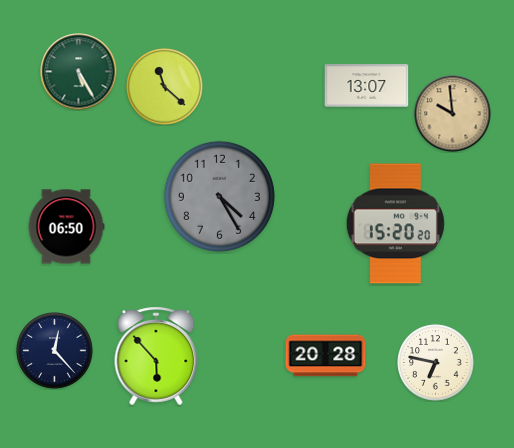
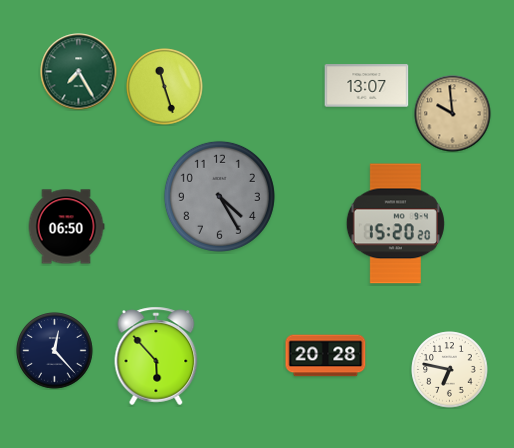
clock at (79, 72): 5:25 -> 7:25
clock at (165, 87): 11:22 -> 11:27
clock at (436, 363) position: (436, 363) -> (450, 370)
